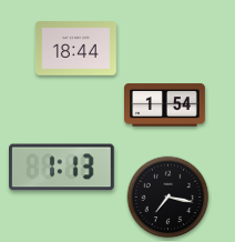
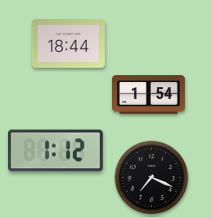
clock at (62, 168): 1:13 -> 1:12
clock at (168, 198): 7:17 -> 7:19
